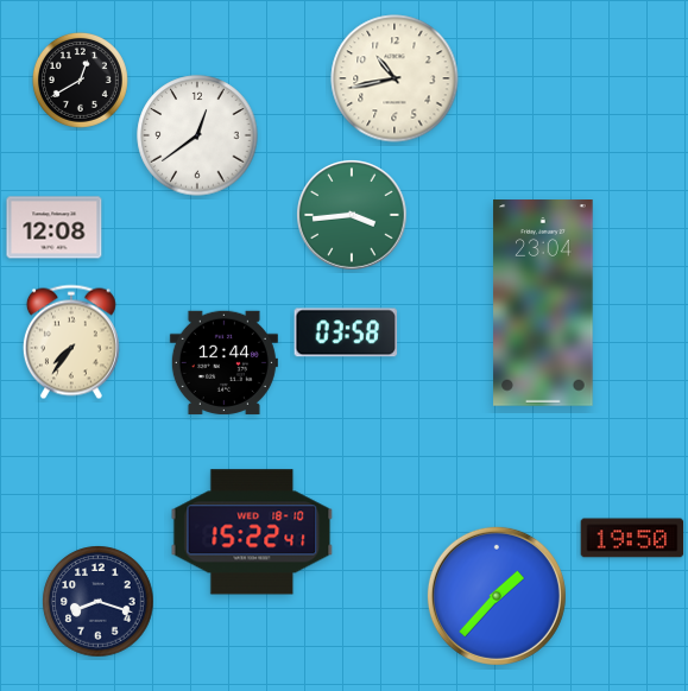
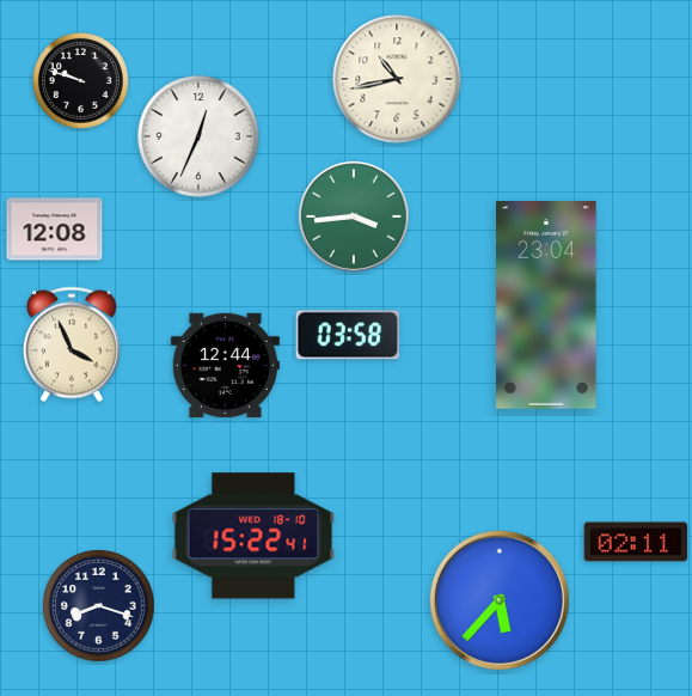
clock at (80, 80): 12:40 -> 9:48
clock at (197, 135): 12:39 -> 12:34
clock at (71, 342): 7:36 -> 3:56
clock at (632, 538): 19:50 -> 02:11
clock at (497, 596): 1:37 -> 5:37
